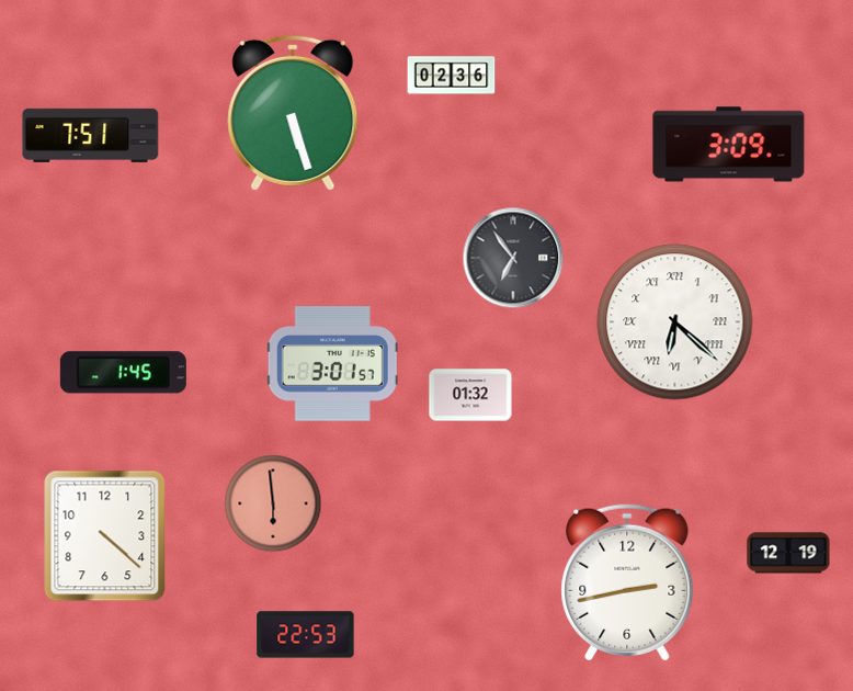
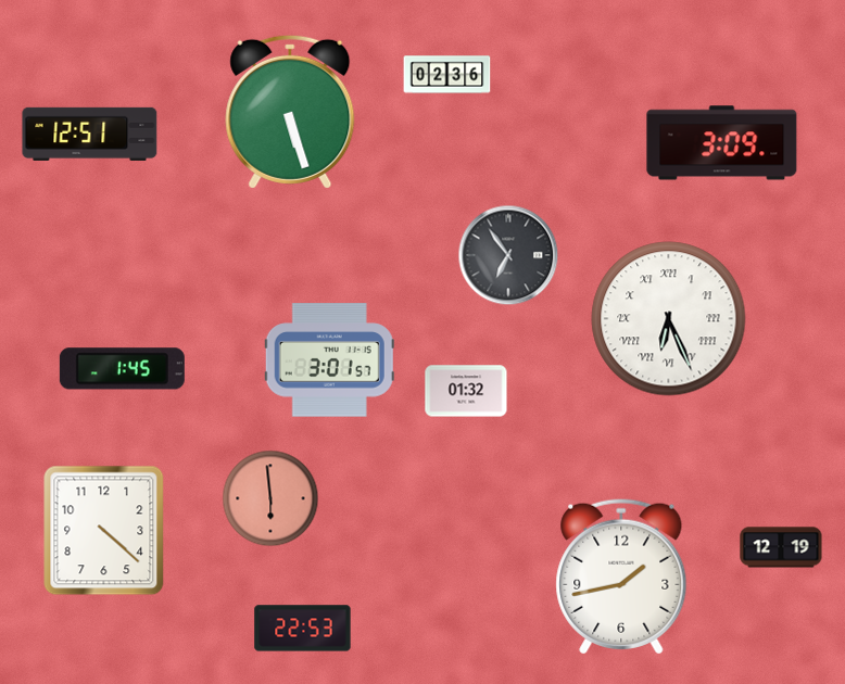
clock at (91, 135): 7:51 -> 12:51
clock at (675, 322): 6:22 -> 6:26
clock at (627, 582): 2:43 -> 1:43
